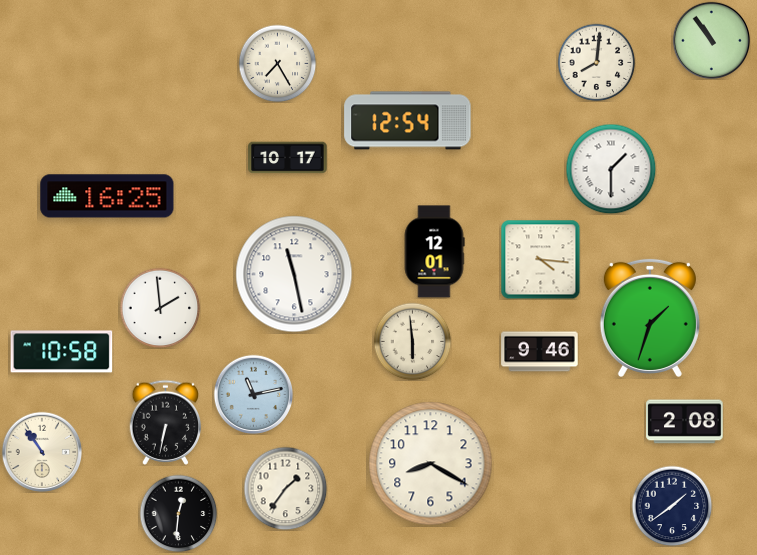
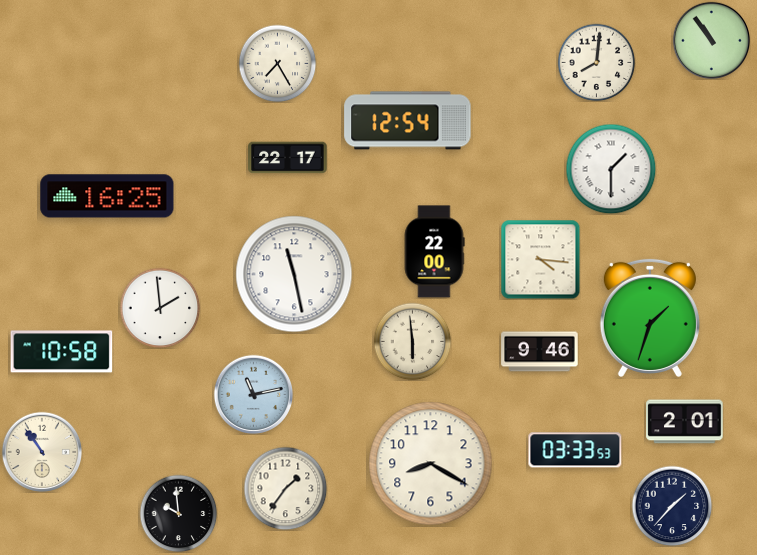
clock at (288, 158): 10:17 -> 22:17
clock at (434, 252): 12:01 -> 22:00
clock at (166, 422): 6:32 -> none
clock at (685, 422): 2:08 -> 2:01
clock at (575, 450): none -> 03:33
clock at (672, 506): 1:39 -> 1:37
clock at (178, 513): 12:31 -> 9:59
